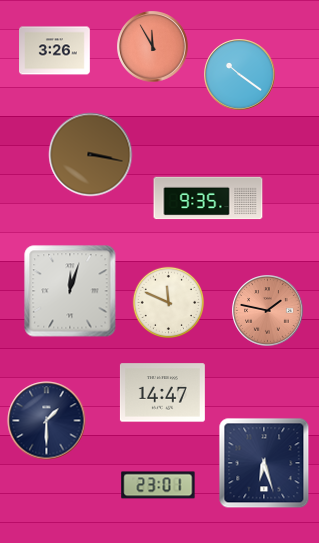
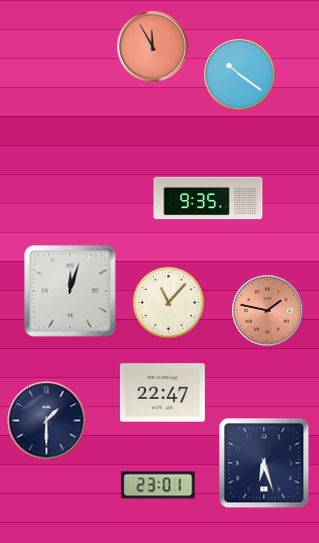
clock at (55, 51): 3:26 -> none
clock at (91, 155): 3:17 -> none
clock at (168, 302): 11:49 -> 11:07
clock at (162, 393): 14:47 -> 22:47
